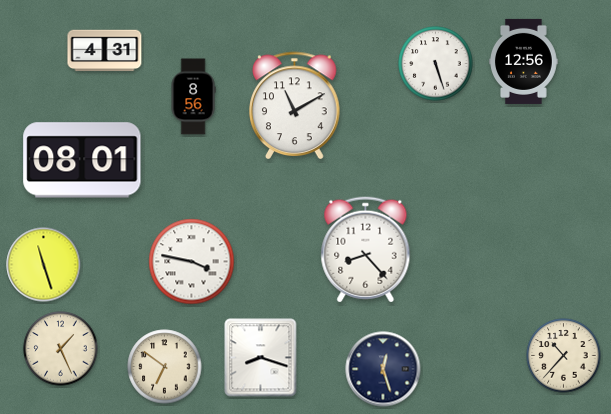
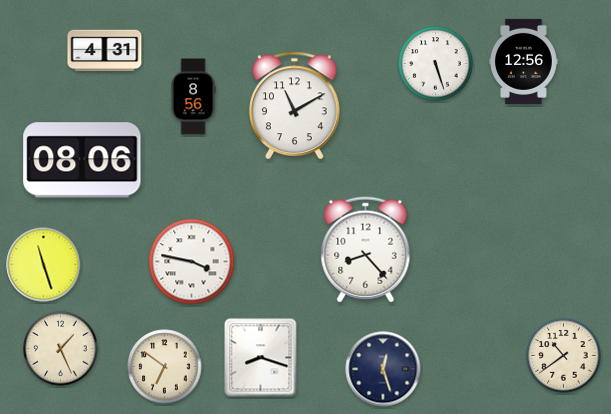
clock at (82, 160): 08:01 -> 08:06
clock at (564, 356): 10:37 -> 10:39
